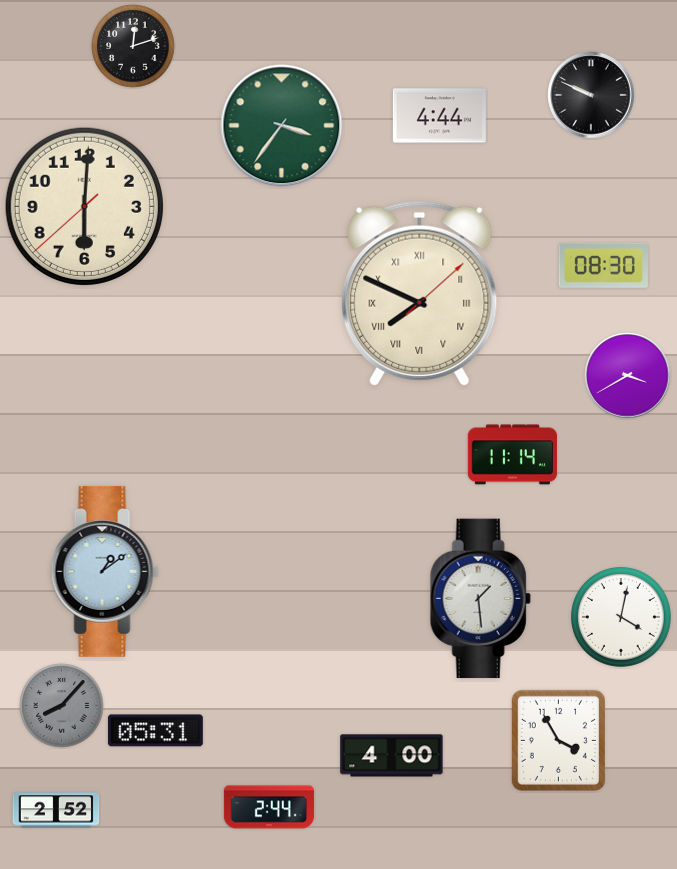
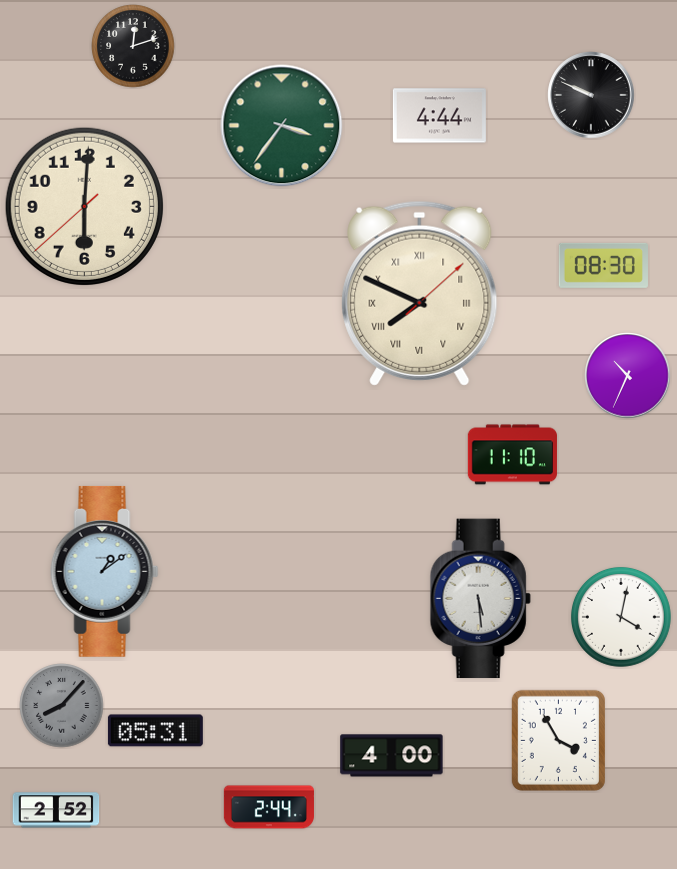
clock at (628, 376): 3:40 -> 10:34
clock at (512, 455): 11:14 -> 11:10
clock at (480, 599): 1:29 -> 5:29
